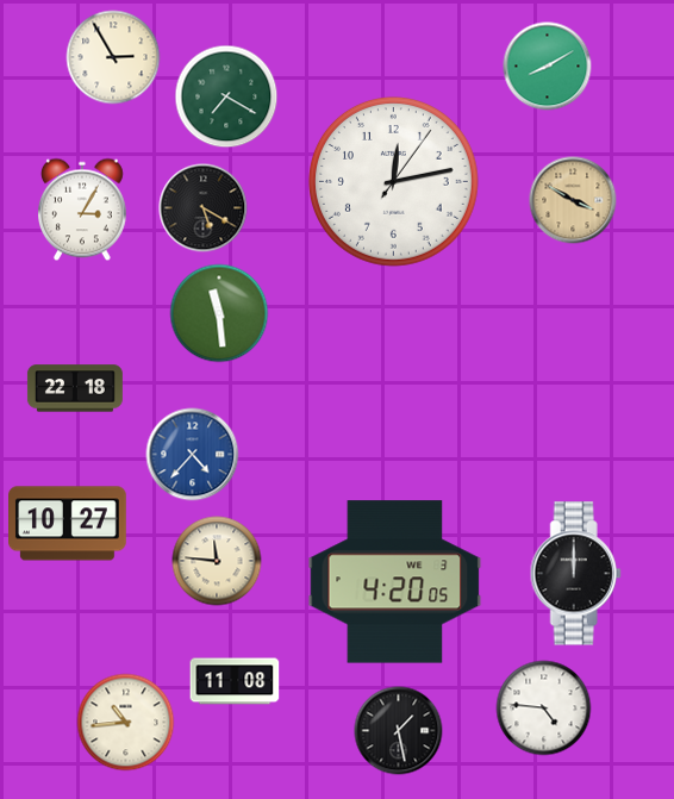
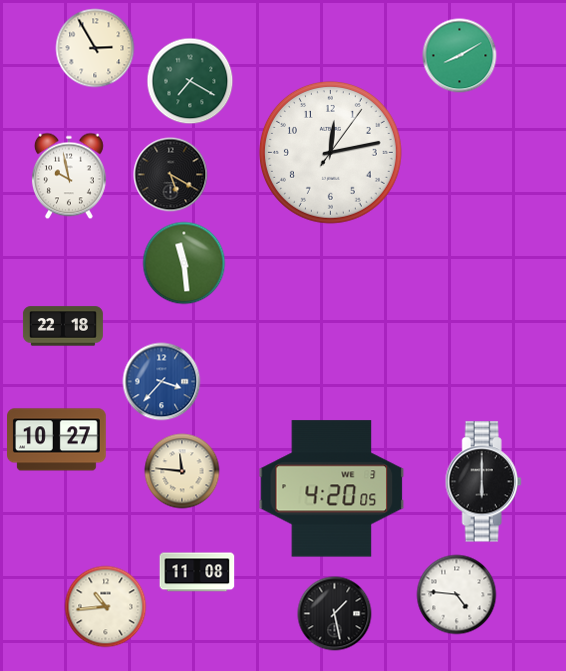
clock at (573, 200): 3:50 -> none
clock at (82, 210): 3:05 -> 9:58
clock at (193, 455): 4:37 -> 3:37
clock at (575, 574): 12:00 -> 6:00
